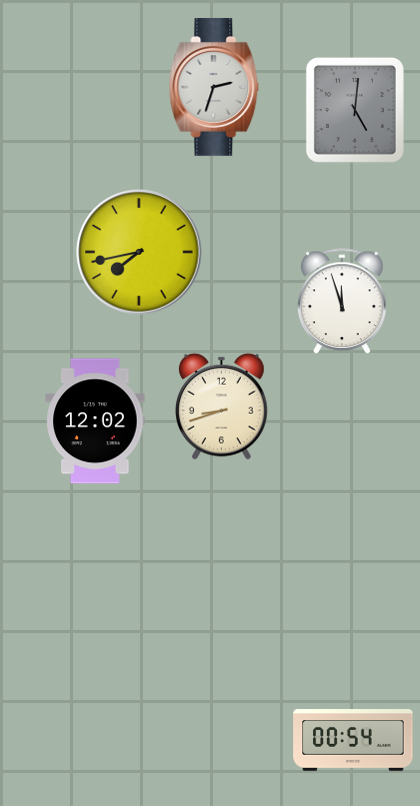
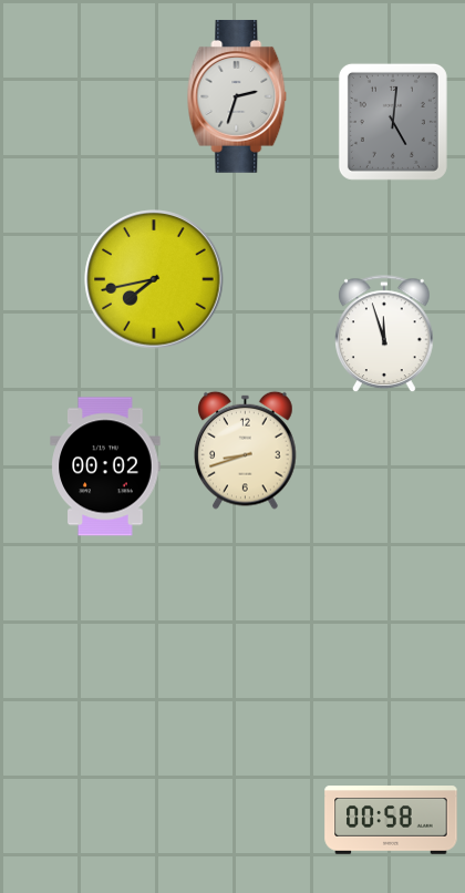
clock at (343, 302) position: (343, 302) -> (385, 335)
clock at (95, 421): 12:02 -> 00:02
clock at (353, 740): 00:54 -> 00:58
